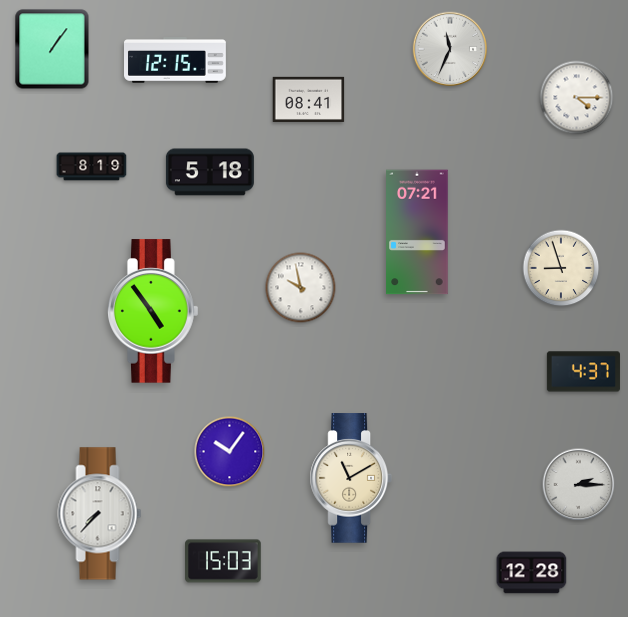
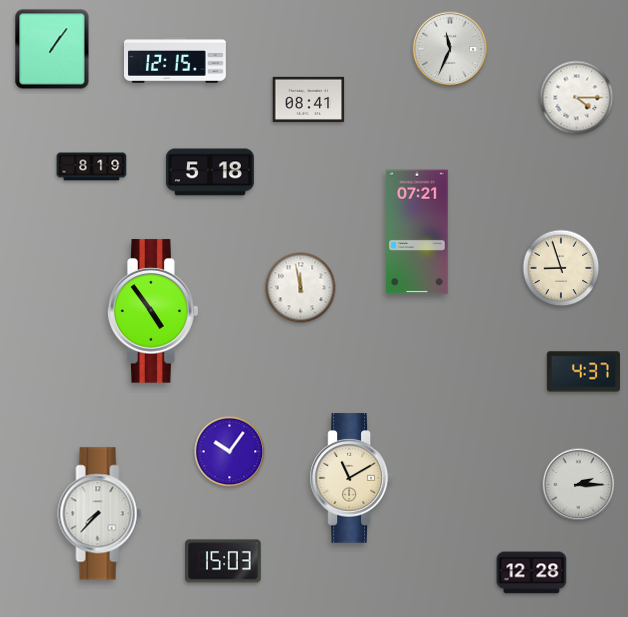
clock at (301, 288): 9:58 -> 11:58
